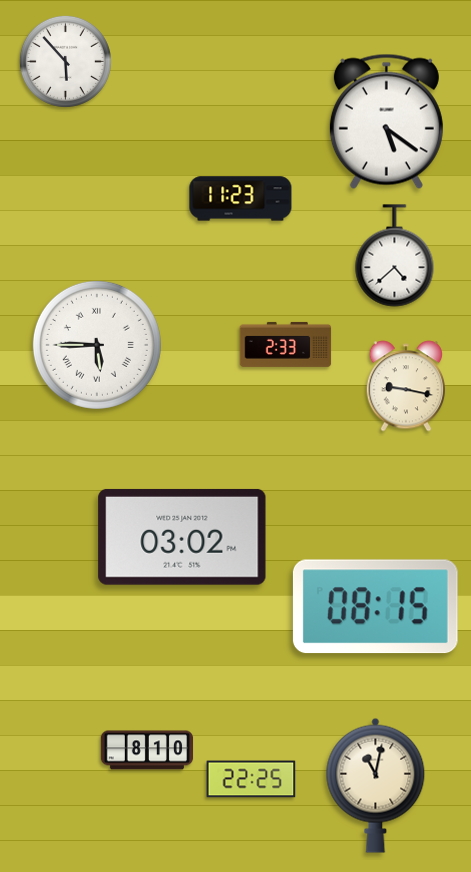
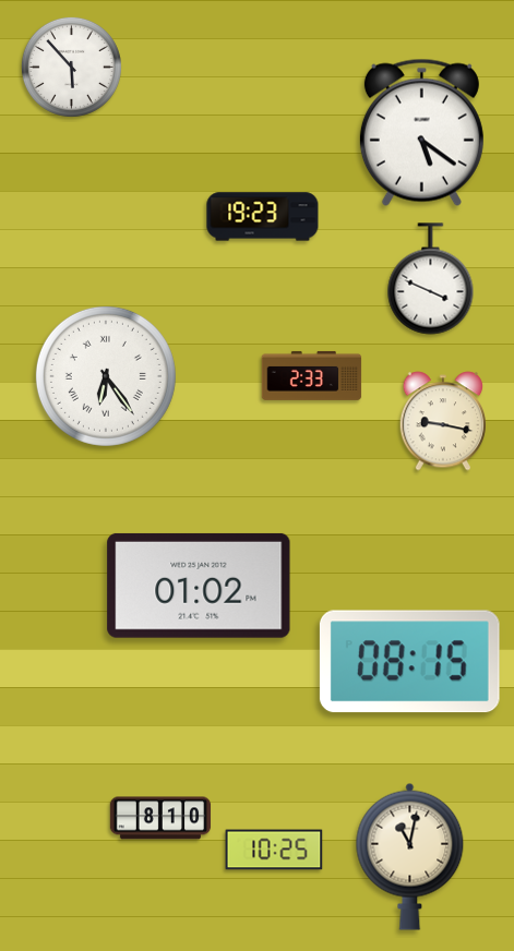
clock at (241, 199): 11:23 -> 19:23
clock at (395, 256): 4:38 -> 3:49
clock at (97, 345): 5:45 -> 6:24
clock at (182, 537): 03:02 -> 01:02
clock at (251, 779): 22:25 -> 10:25
